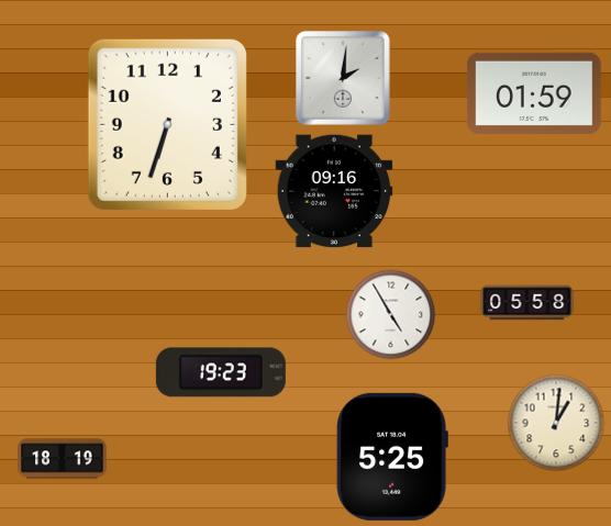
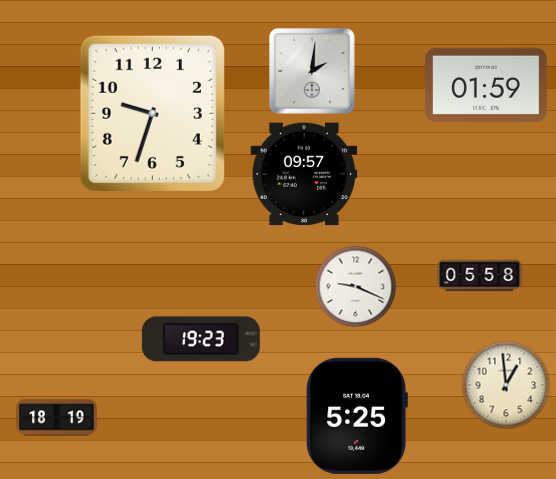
clock at (167, 124): 6:33 -> 9:33
clock at (334, 191): 09:16 -> 09:57
clock at (390, 314): 4:55 -> 9:19
clock at (556, 423): 1:01 -> 12:59
